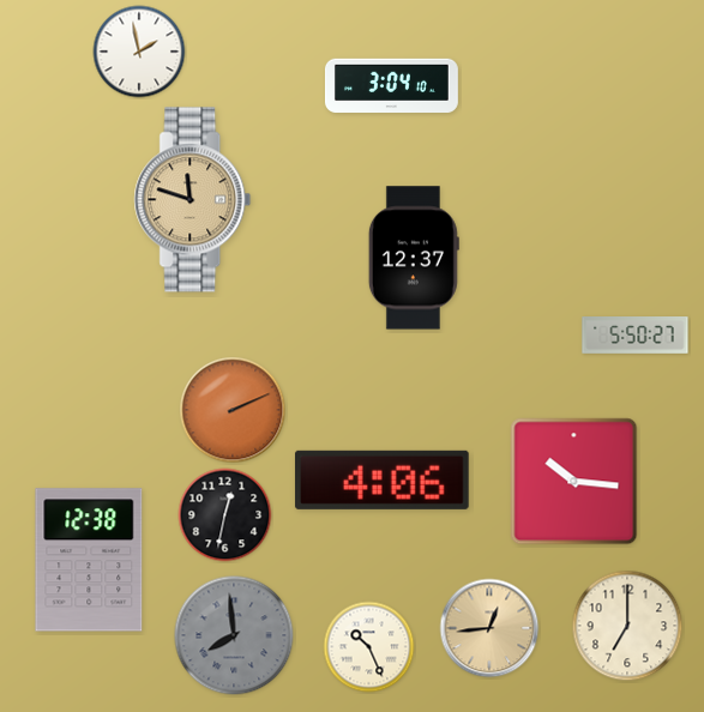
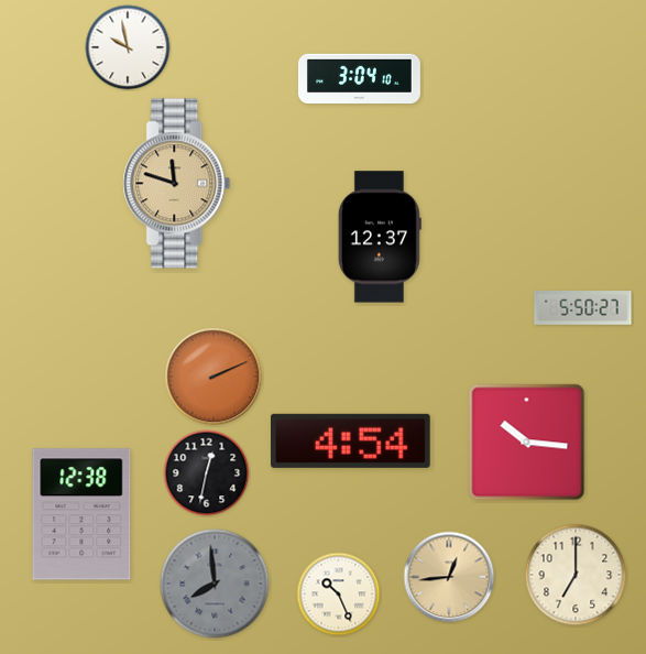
clock at (139, 52): 1:58 -> 9:58
clock at (381, 479): 4:06 -> 4:54
